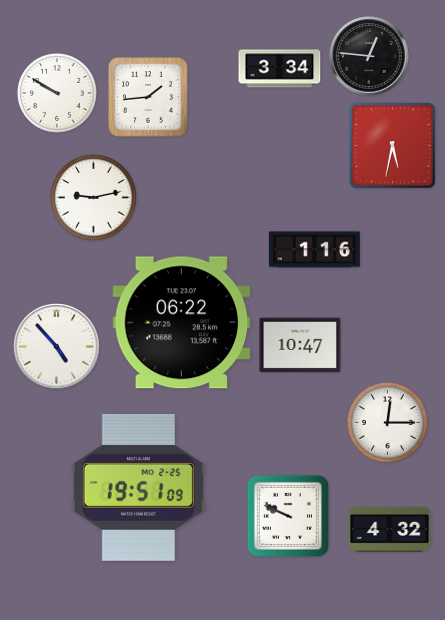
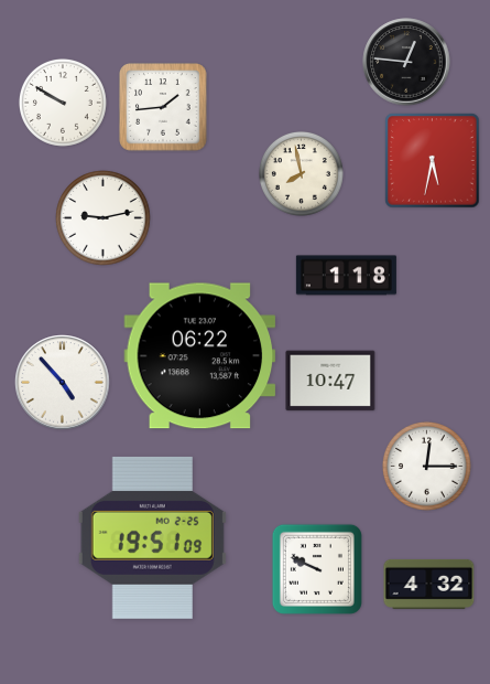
clock at (280, 69): 3:34 -> none
clock at (301, 173): none -> 7:58
clock at (314, 250): 1:16 -> 1:18
